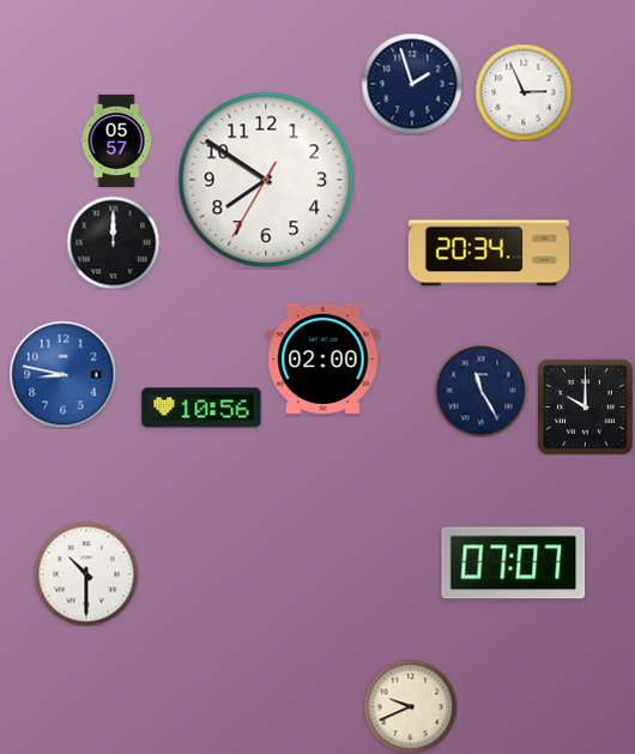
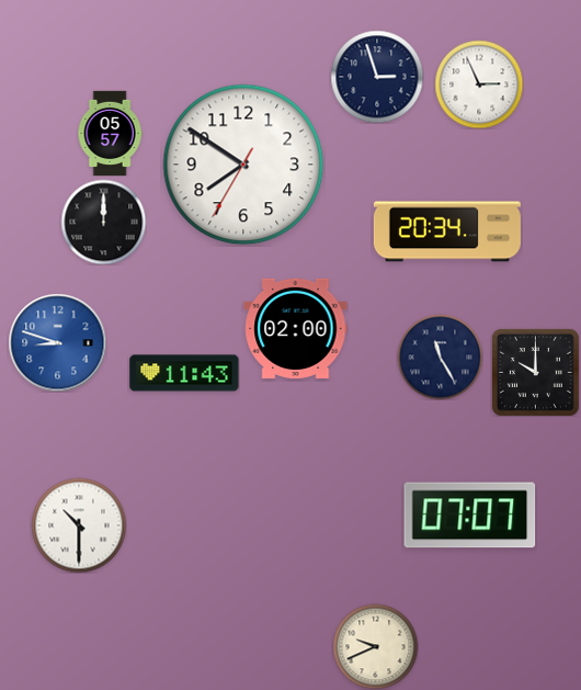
clock at (412, 84): 1:57 -> 2:57
clock at (116, 140) position: (116, 140) -> (110, 133)
clock at (62, 374): 8:47 -> 8:48
clock at (201, 408): 10:56 -> 11:43
